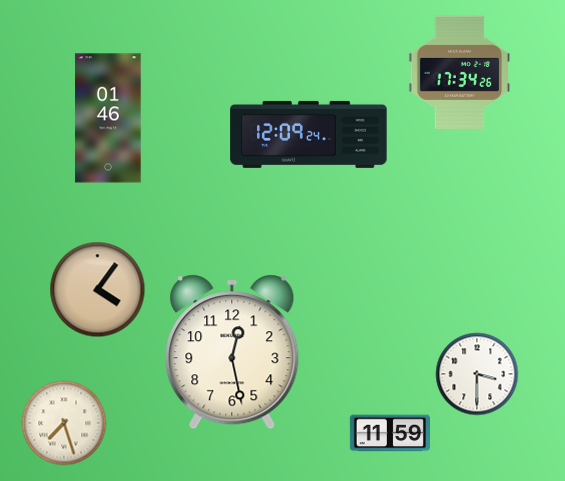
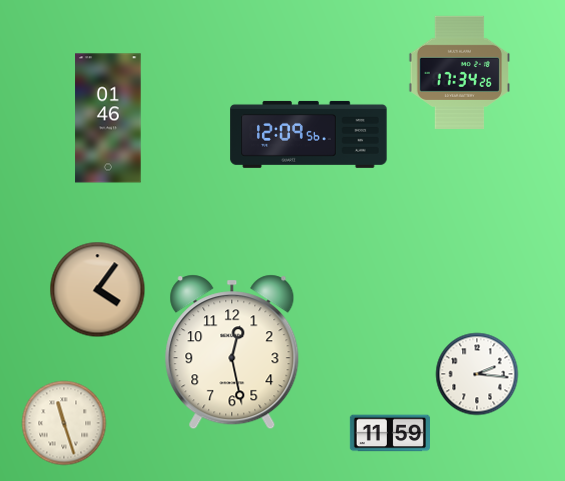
clock at (309, 134): 12:09:24 -> 12:09:56
clock at (477, 374): 3:30 -> 2:16
clock at (64, 423): 7:27 -> 11:27
